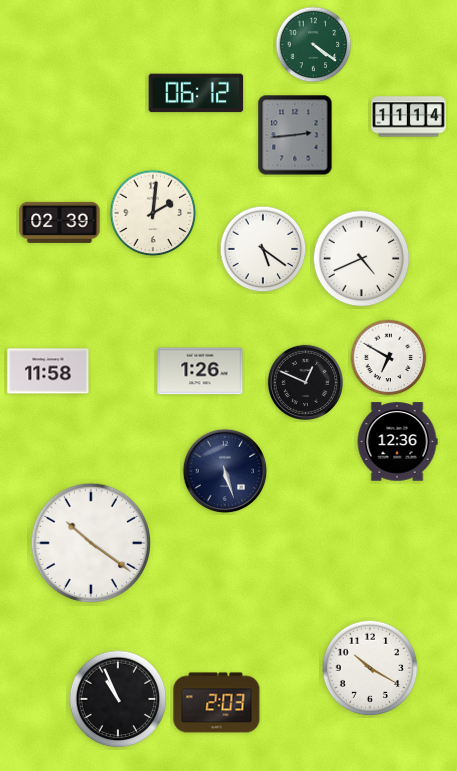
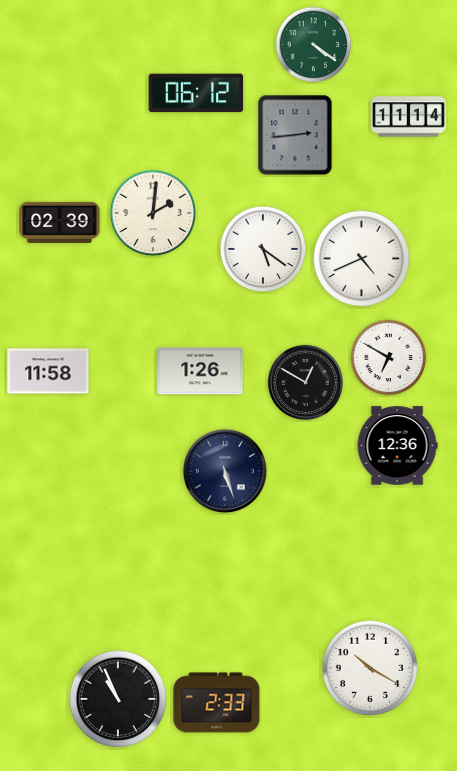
clock at (305, 382): 12:49 -> 12:50
clock at (397, 442) position: (397, 442) -> (397, 446)
clock at (91, 543): 10:21 -> none
clock at (217, 703): 2:03 -> 2:33
